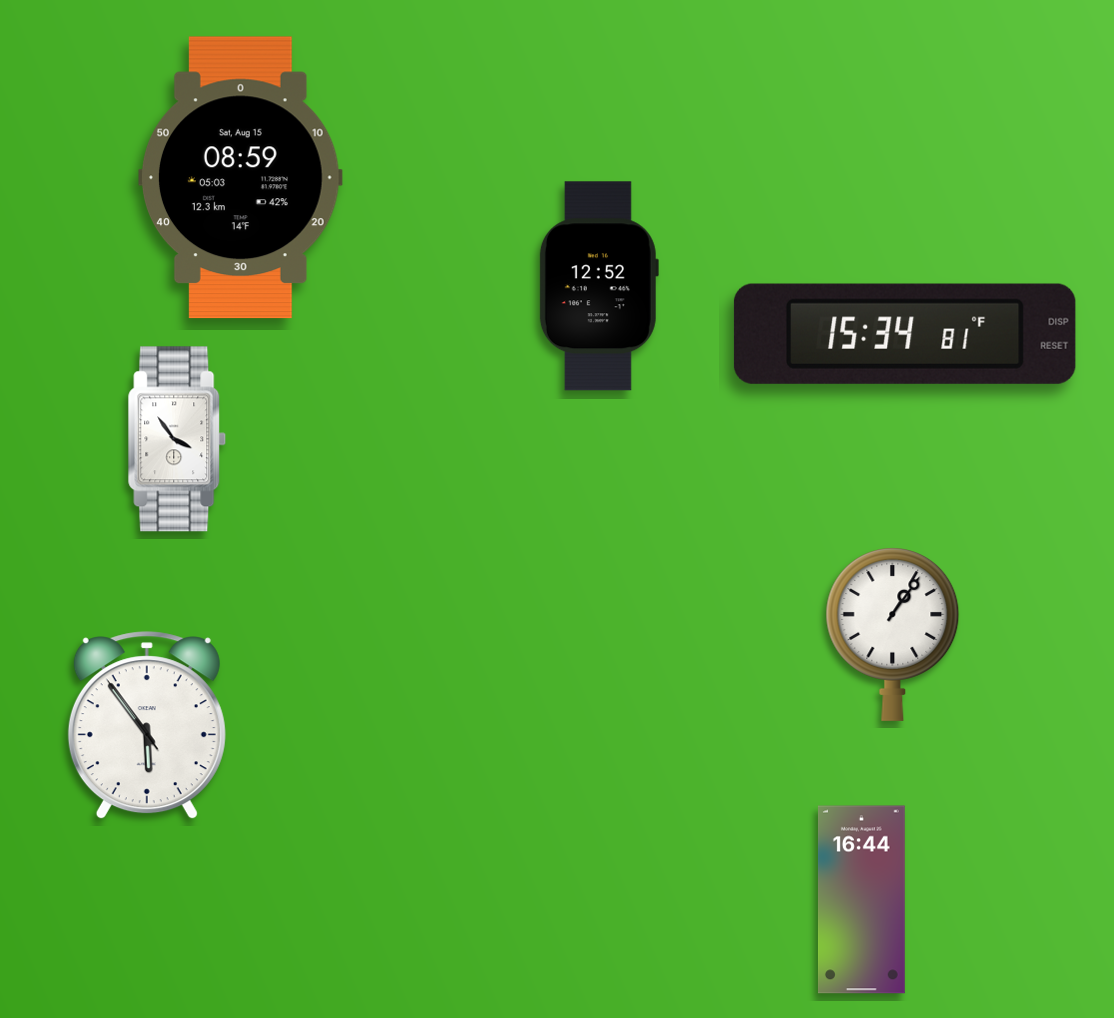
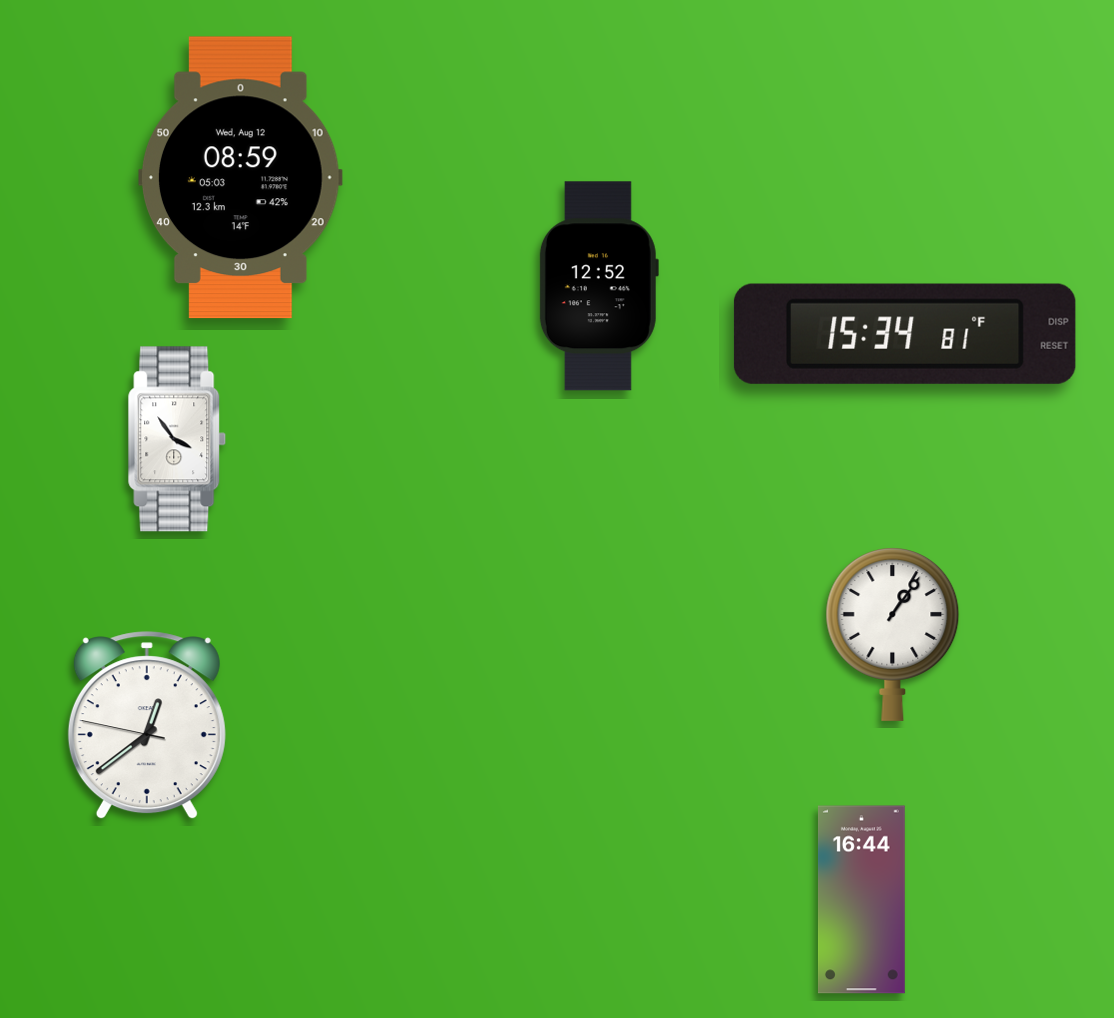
clock at (241, 178) date: Sat, Aug 15 -> Wed, Aug 12
clock at (147, 726): 5:53 -> 12:38
